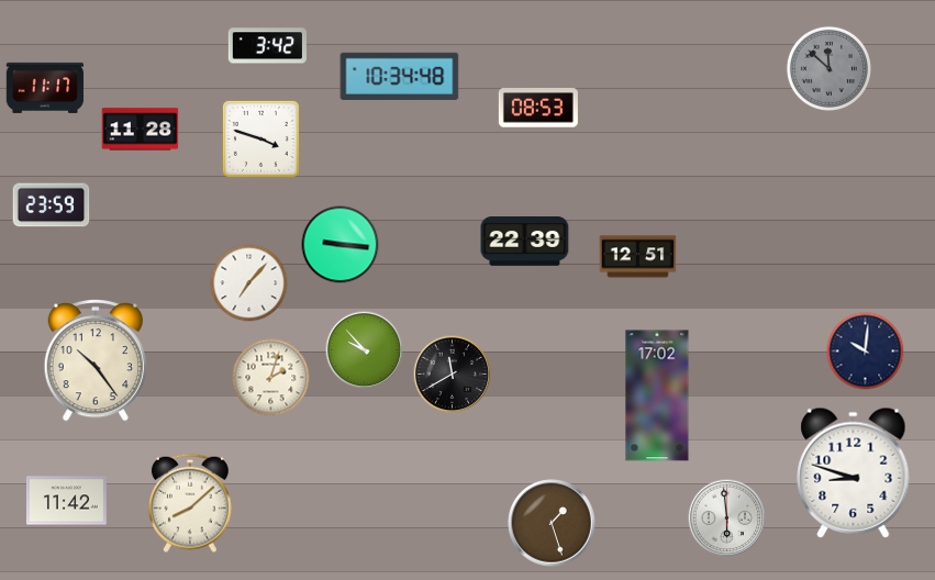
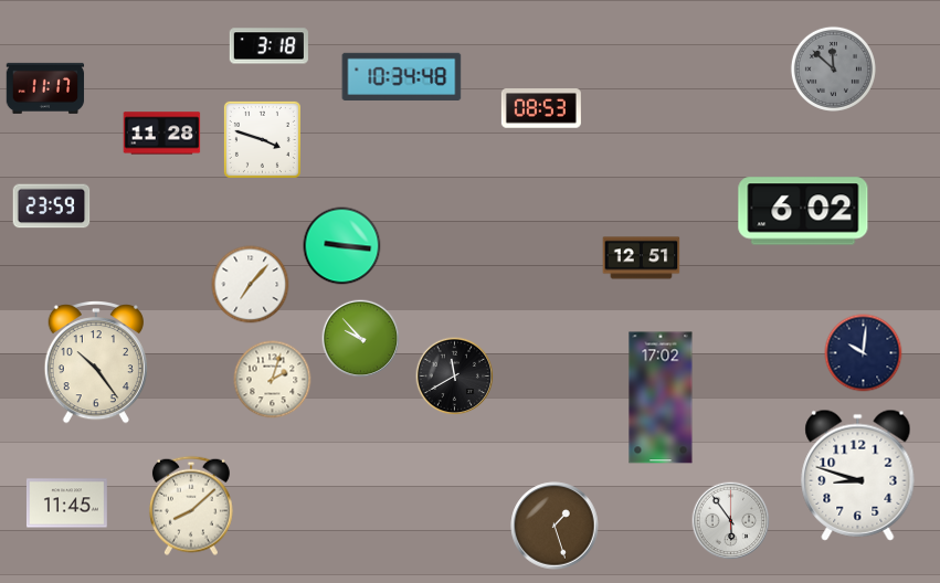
clock at (267, 46): 3:42 -> 3:18
clock at (141, 130) position: (141, 130) -> (162, 134)
clock at (803, 211): none -> 6:02
clock at (525, 242): 22:39 -> none
clock at (365, 350) position: (365, 350) -> (361, 339)
clock at (866, 352) position: (866, 352) -> (864, 353)
clock at (66, 501): 11:42 -> 11:45
clock at (727, 518): 5:59 -> 5:54
